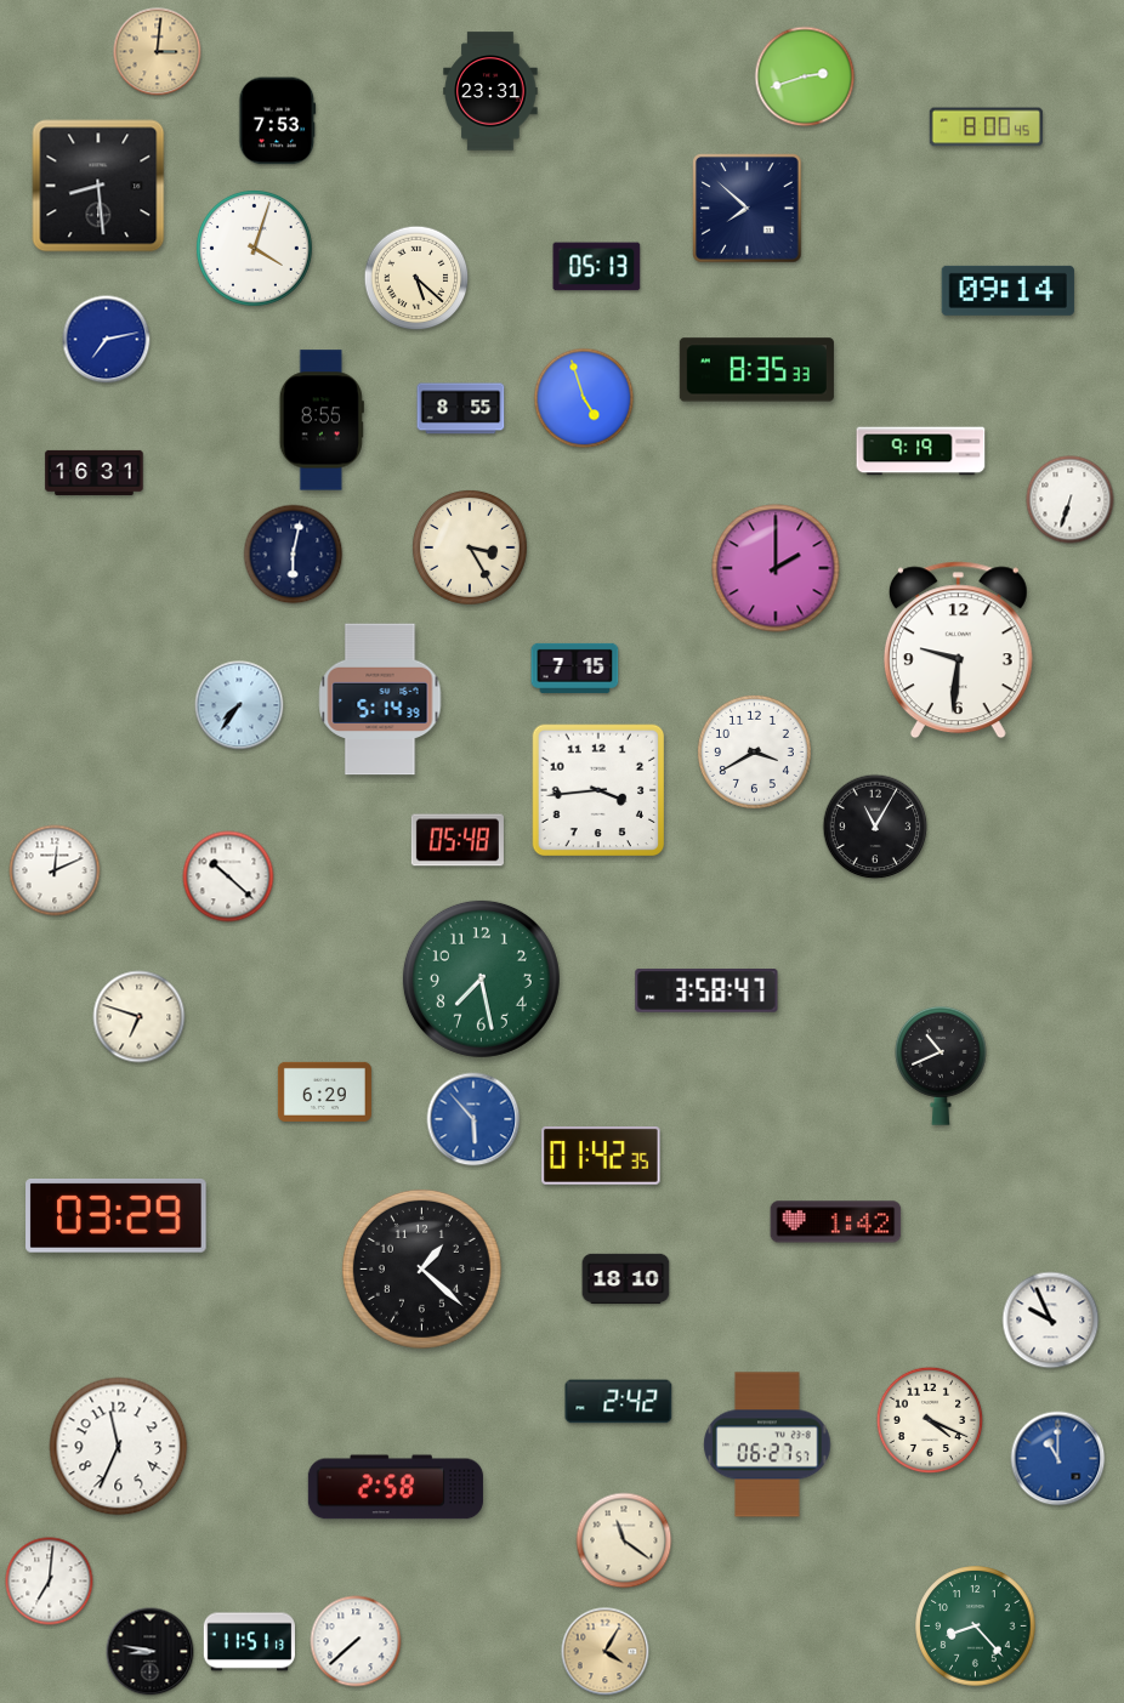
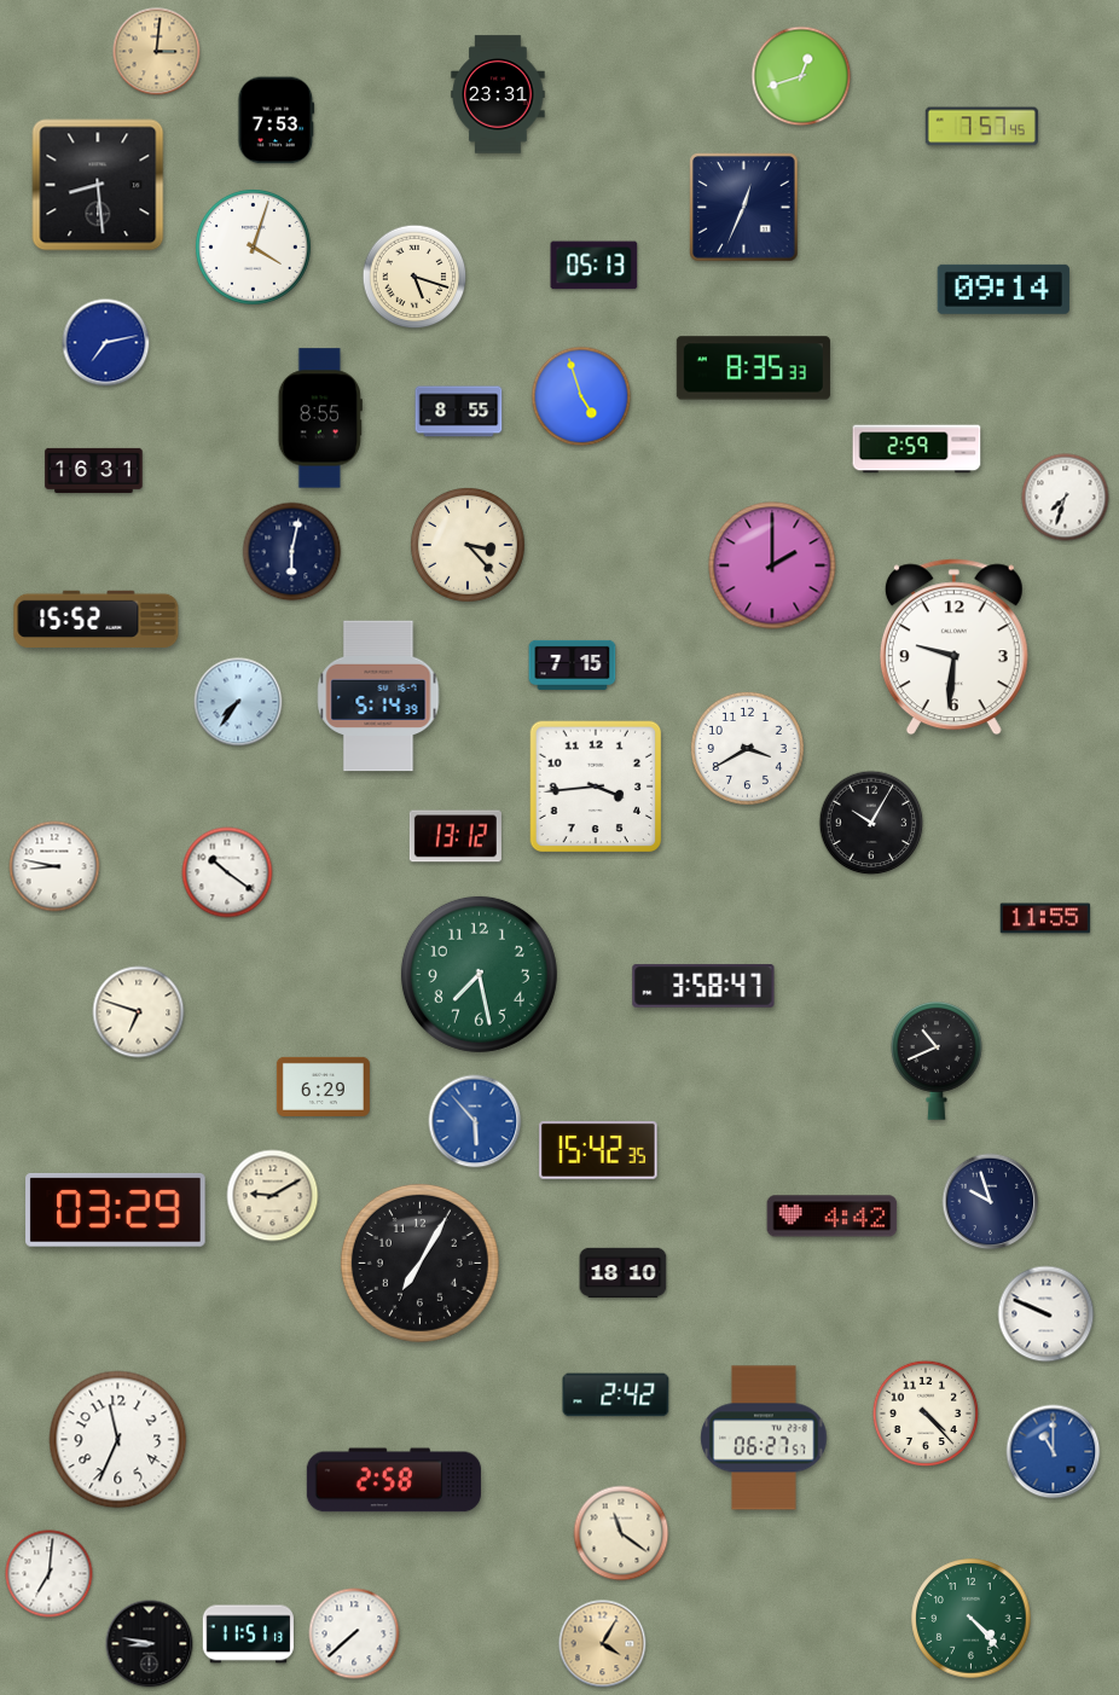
clock at (805, 76): 2:42 -> 12:42
clock at (490, 91) position: (490, 91) -> (498, 94)
clock at (986, 127): 8:00 -> 7:57
clock at (748, 209): 7:52 -> 12:34
clock at (416, 278): 5:22 -> 5:18
clock at (107, 340) position: (107, 340) -> (106, 343)
clock at (461, 409) position: (461, 409) -> (459, 412)
clock at (921, 452): 9:19 -> 2:59
clock at (1071, 500): 6:33 -> 7:33
clock at (470, 547): 3:25 -> 3:23
clock at (97, 619): none -> 15:52
clock at (754, 751) position: (754, 751) -> (747, 748)
clock at (875, 827): 11:05 -> 10:05
clock at (458, 840): 05:48 -> 13:12
clock at (55, 870): 12:11 -> 8:47
clock at (228, 876): 10:22 -> 10:21
clock at (1045, 918): none -> 11:55
clock at (473, 1119) position: (473, 1119) -> (475, 1121)
clock at (601, 1157): 01:42 -> 15:42
clock at (273, 1196): none -> 9:10
clock at (991, 1202): none -> 9:57
clock at (836, 1222): 1:42 -> 4:42
clock at (421, 1268): 1:22 -> 7:05
clock at (1051, 1321): 9:56 -> 9:49
clock at (930, 1420): 4:19 -> 4:23
clock at (976, 1627): 8:23 -> 4:23
